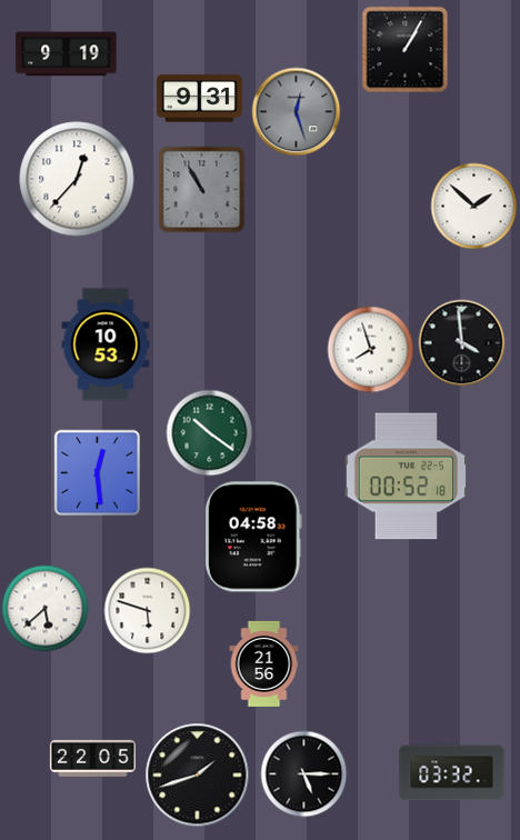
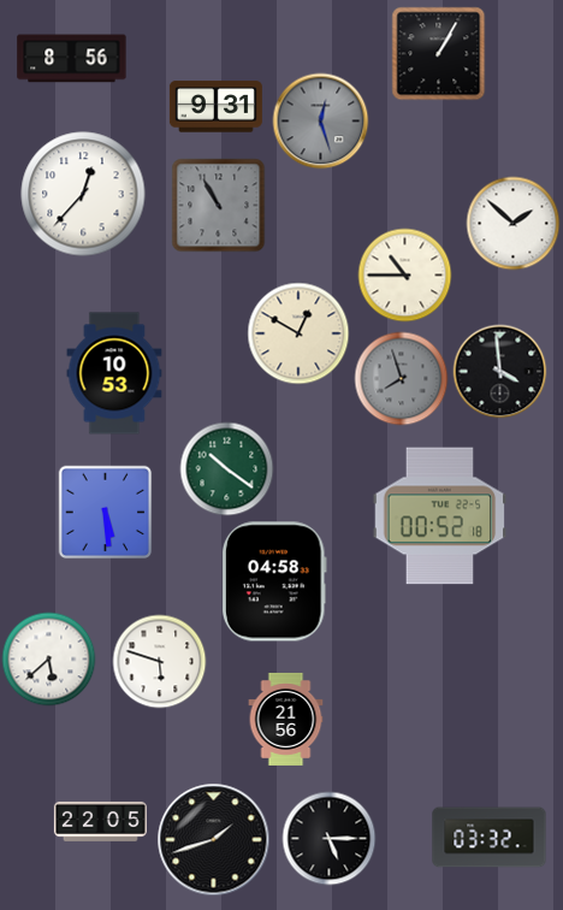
clock at (67, 54): 9:19 -> 8:56
clock at (404, 274): none -> 10:45
clock at (298, 333): none -> 12:50
clock at (370, 349) dial: white -> grey
clock at (97, 472): 12:29 -> 5:29
